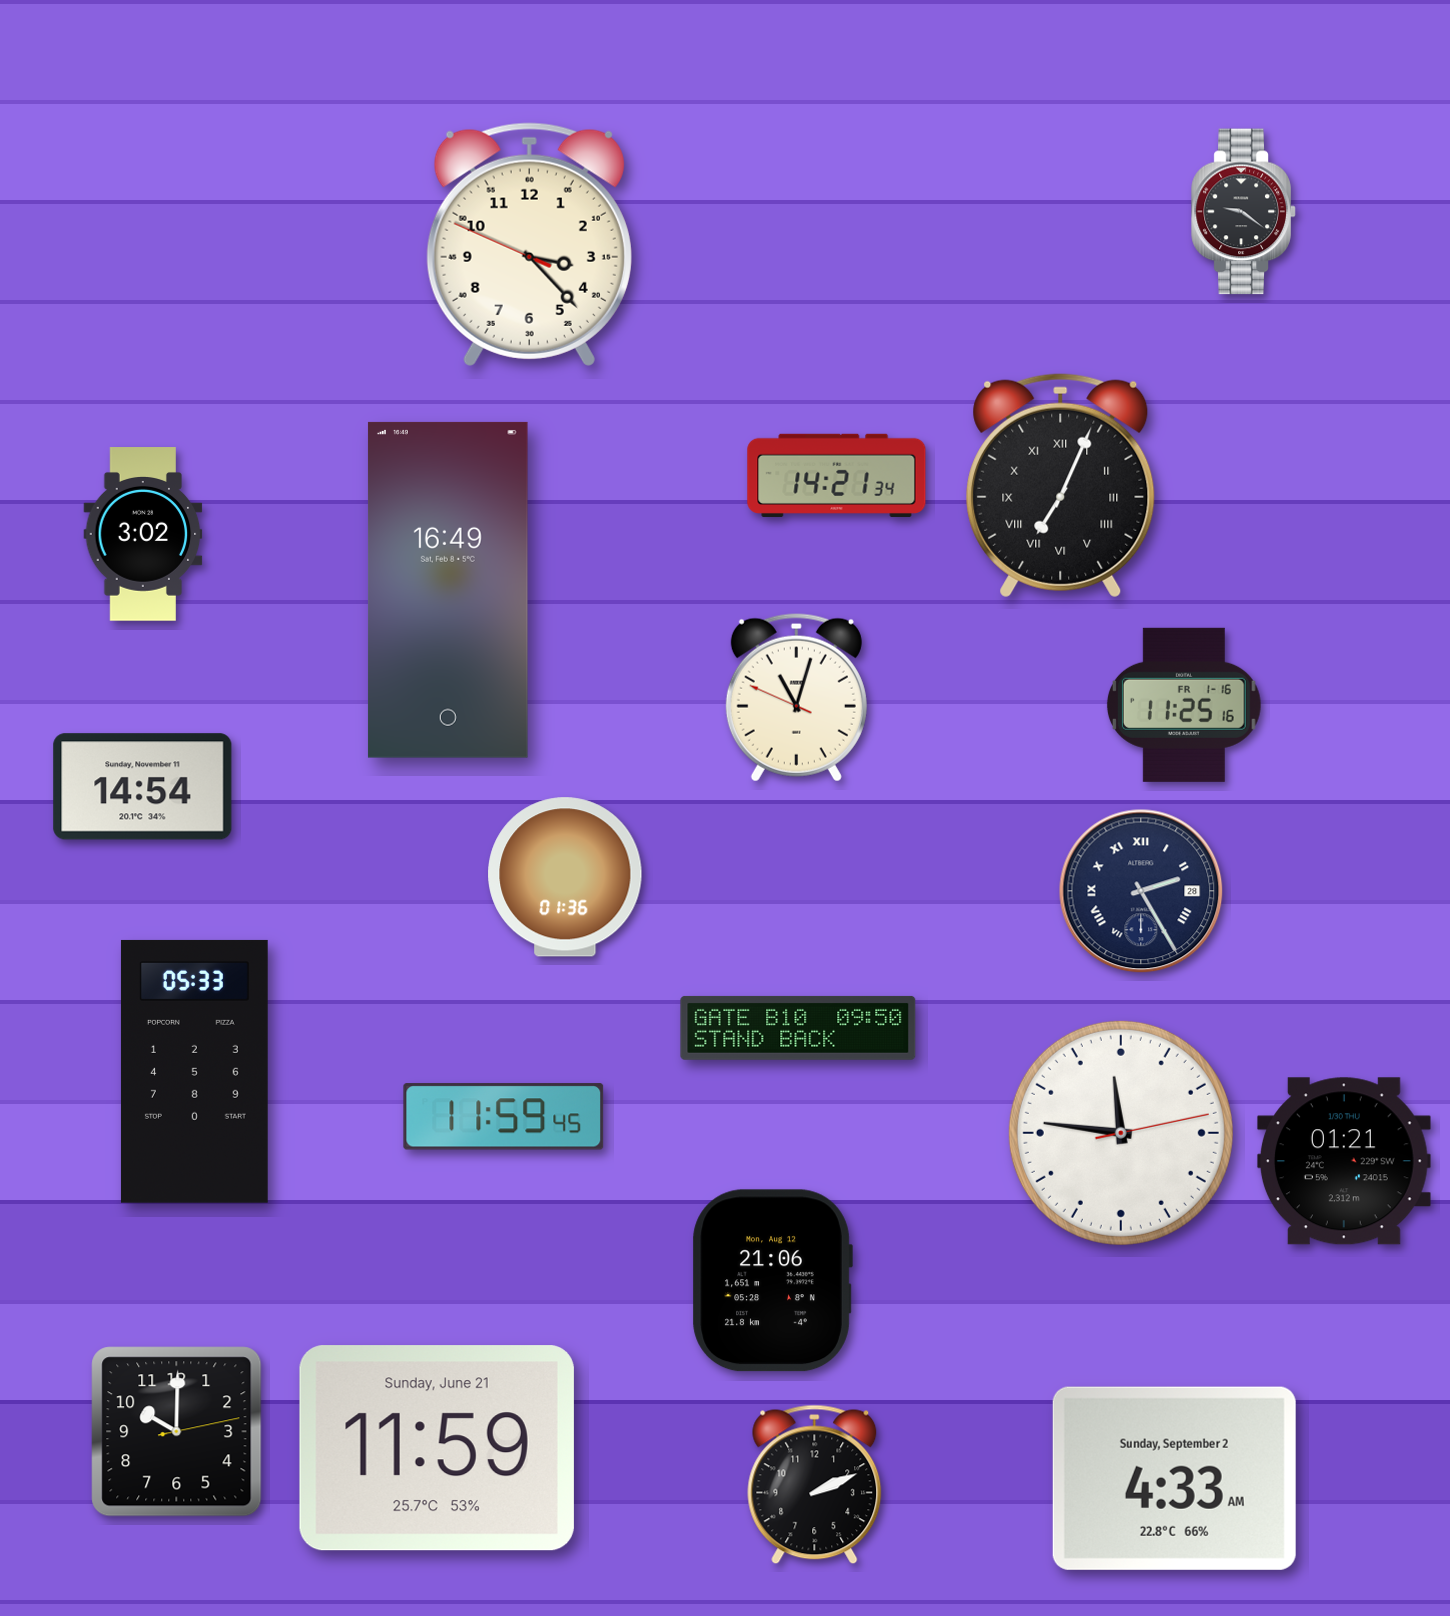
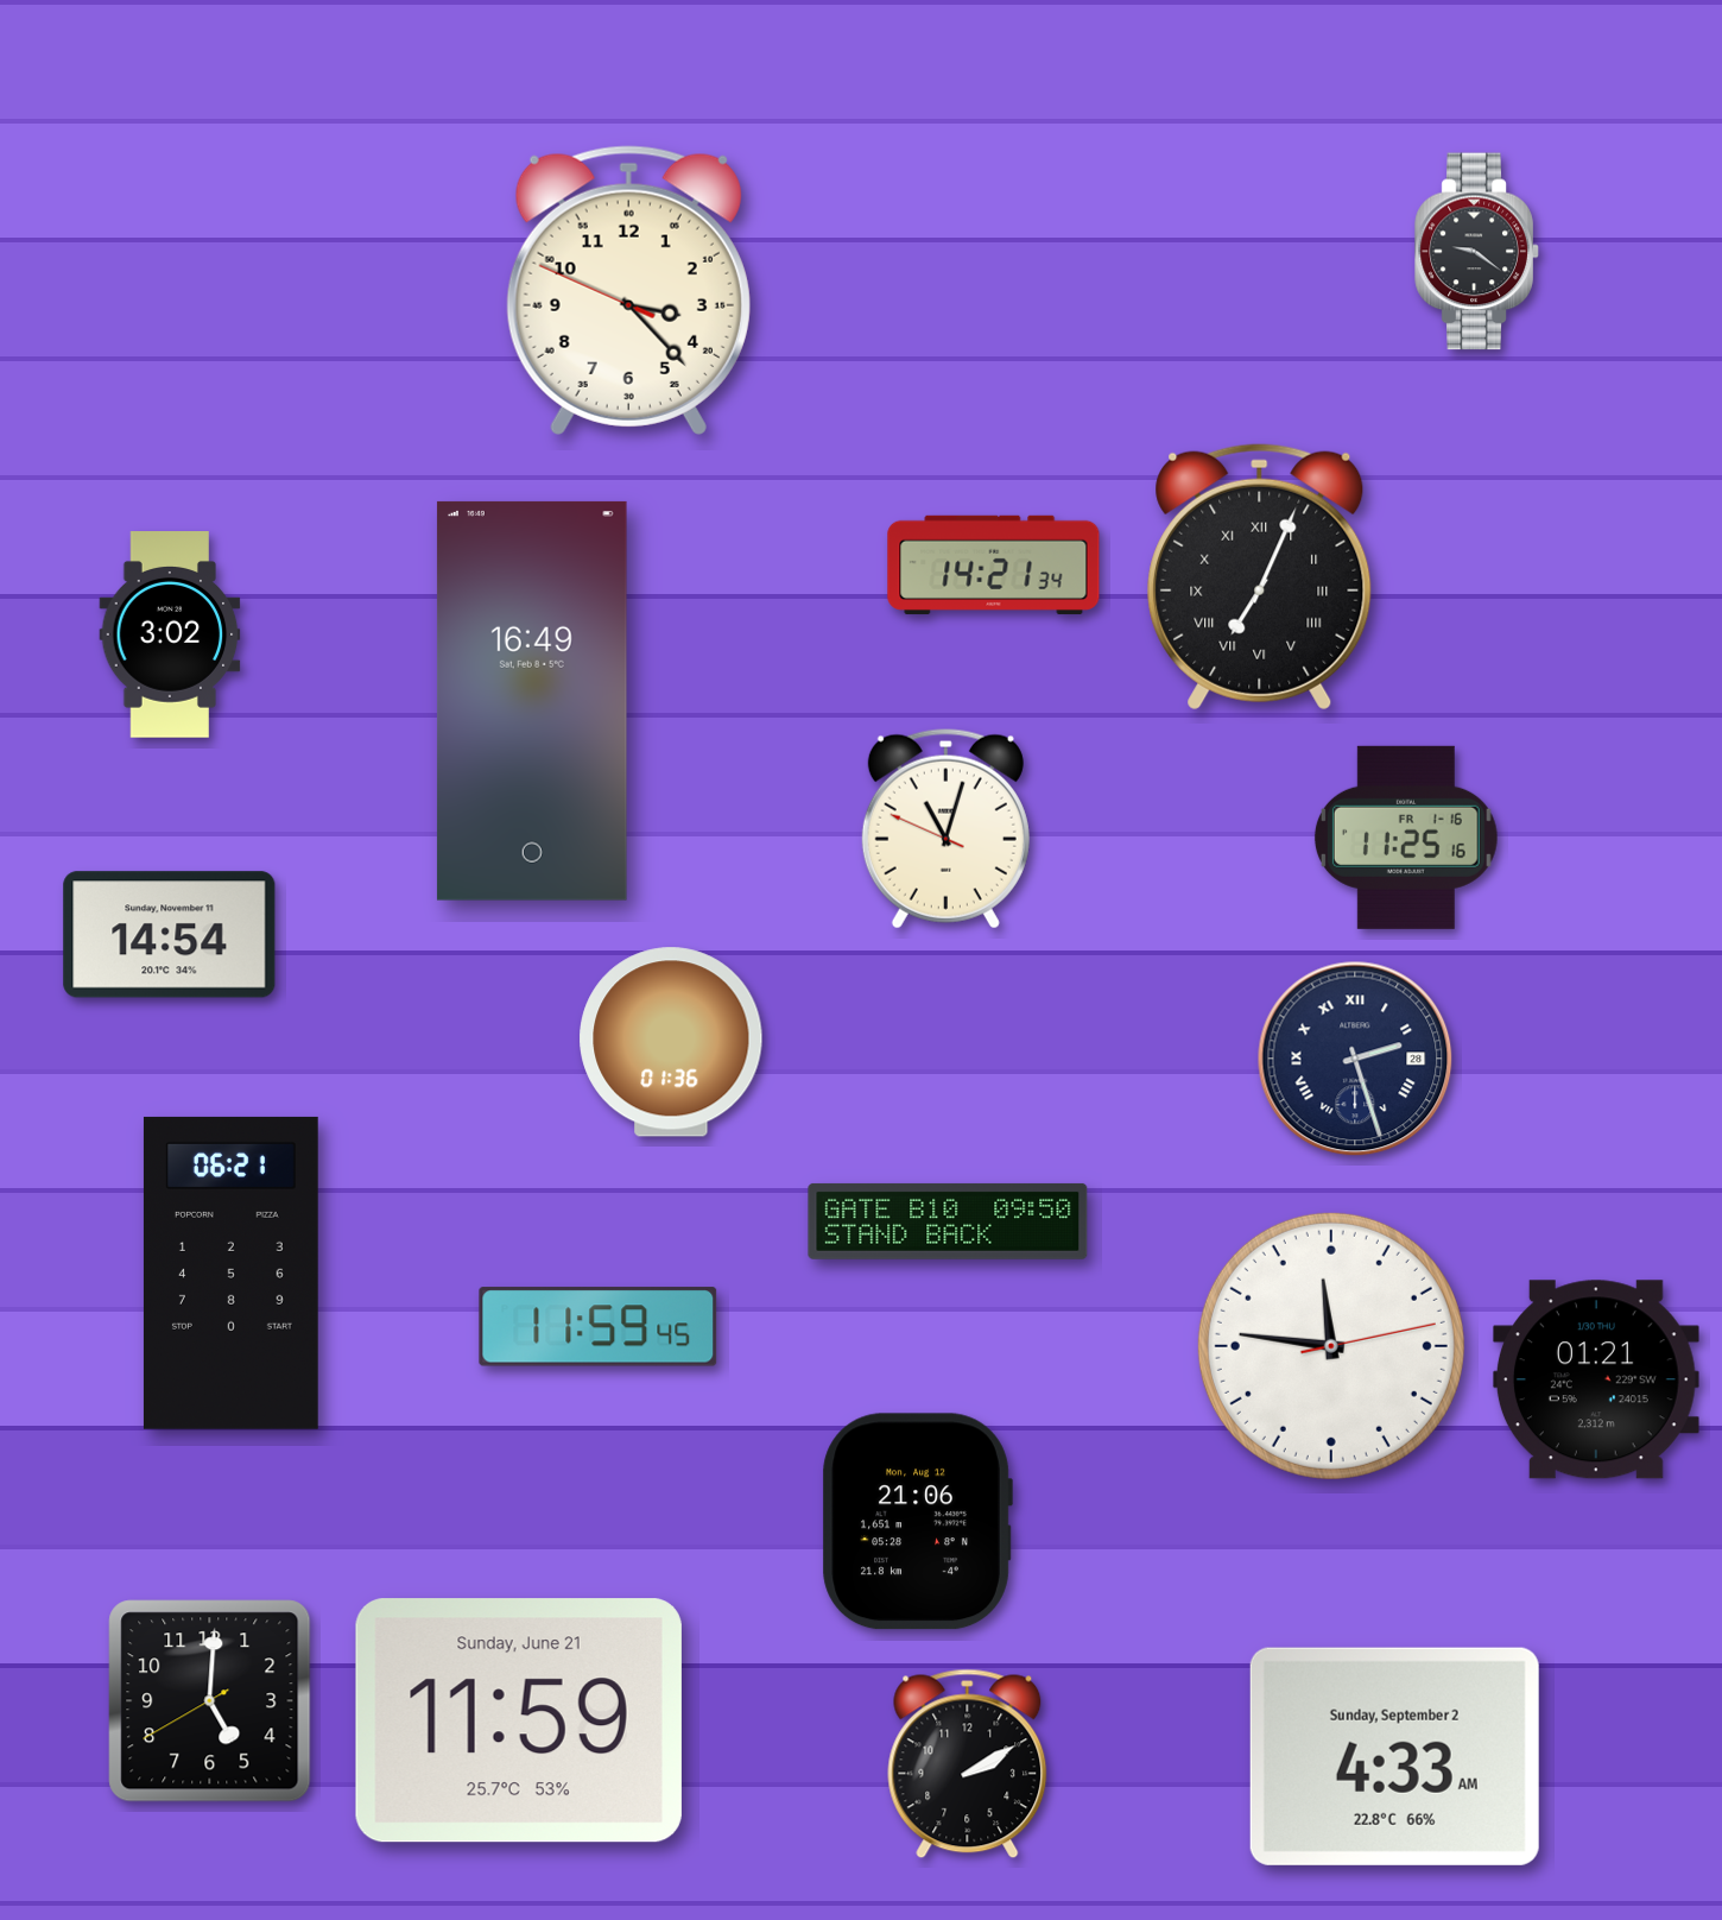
clock at (1141, 891): 2:25 -> 2:27
clock at (194, 1071): 05:33 -> 06:21
clock at (177, 1432): 10:00 -> 5:00
clock at (815, 1485): 2:11 -> 2:10
